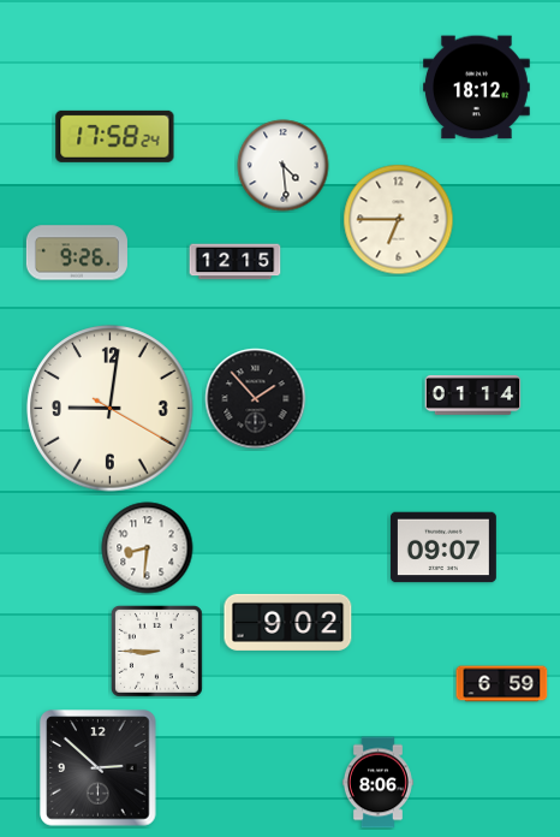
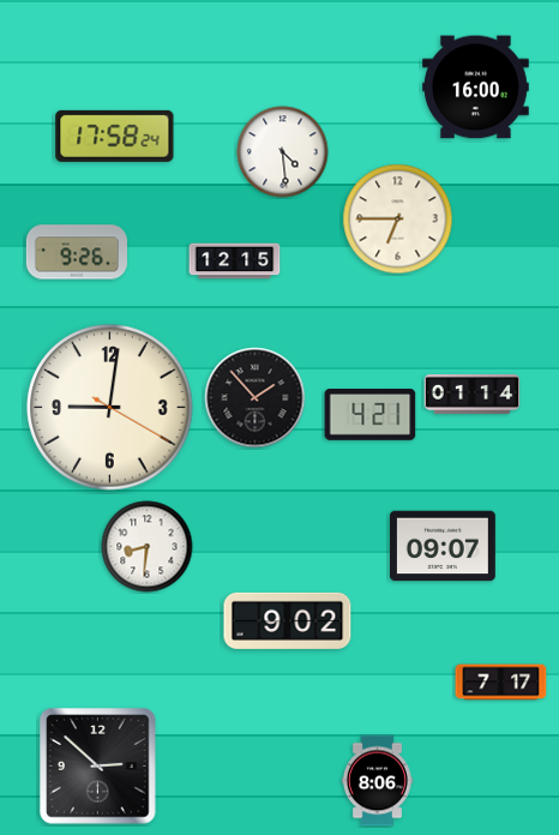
clock at (477, 88): 18:12 -> 16:00
clock at (284, 166) position: (284, 166) -> (283, 152)
clock at (371, 415): none -> 4:21
clock at (157, 652): 8:45 -> none
clock at (502, 684): 6:59 -> 7:17
